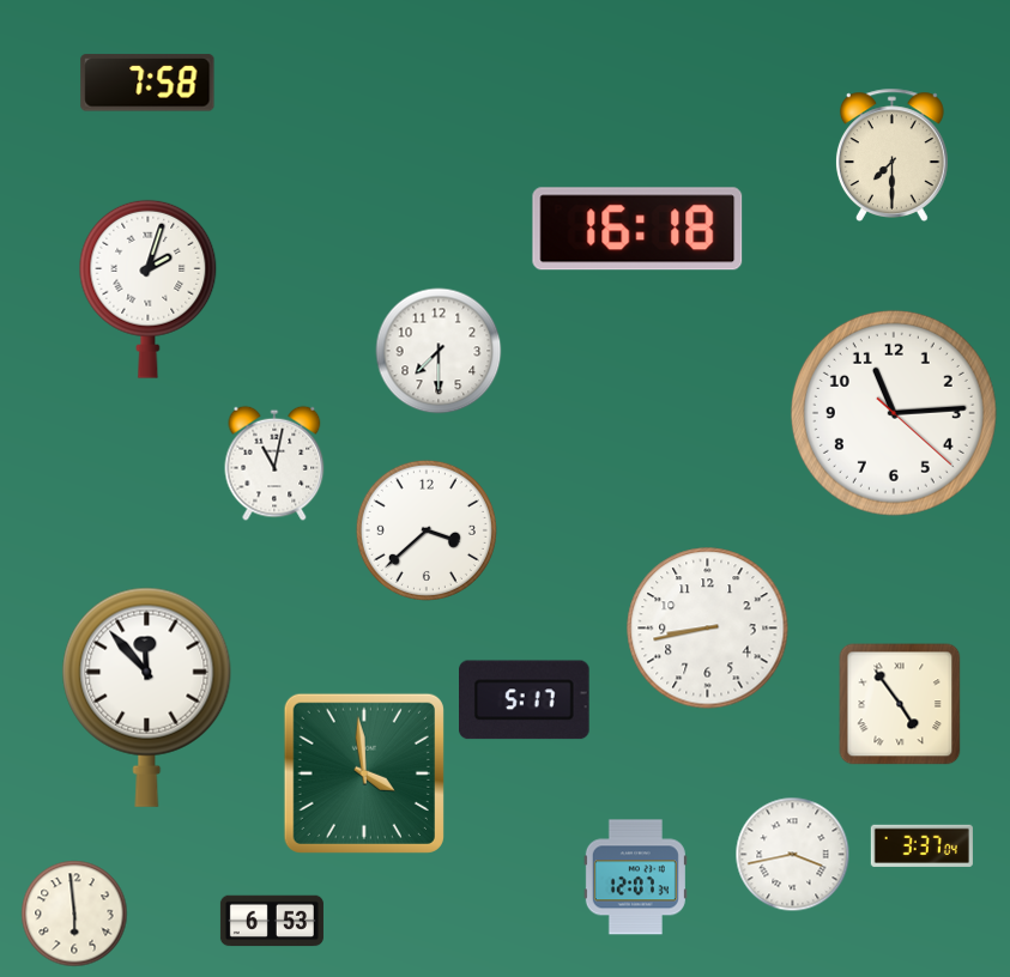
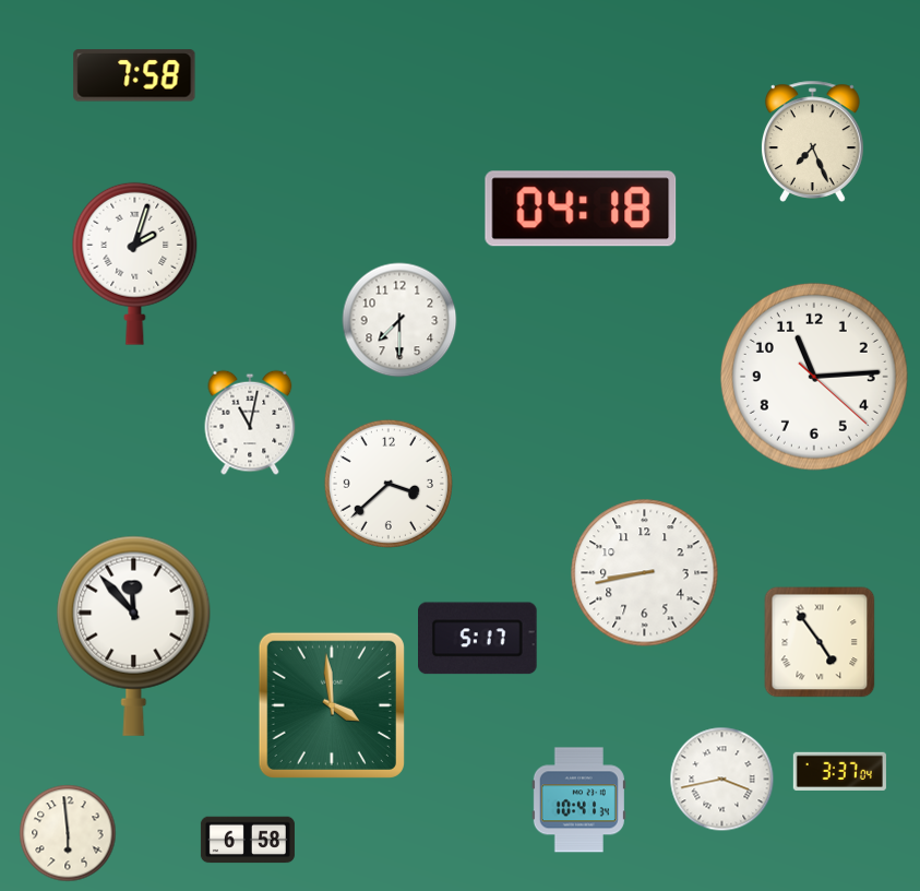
clock at (891, 154): 7:30 -> 7:26
clock at (637, 229): 16:18 -> 04:18
clock at (635, 878): 12:07 -> 10:41
clock at (272, 921): 6:53 -> 6:58
